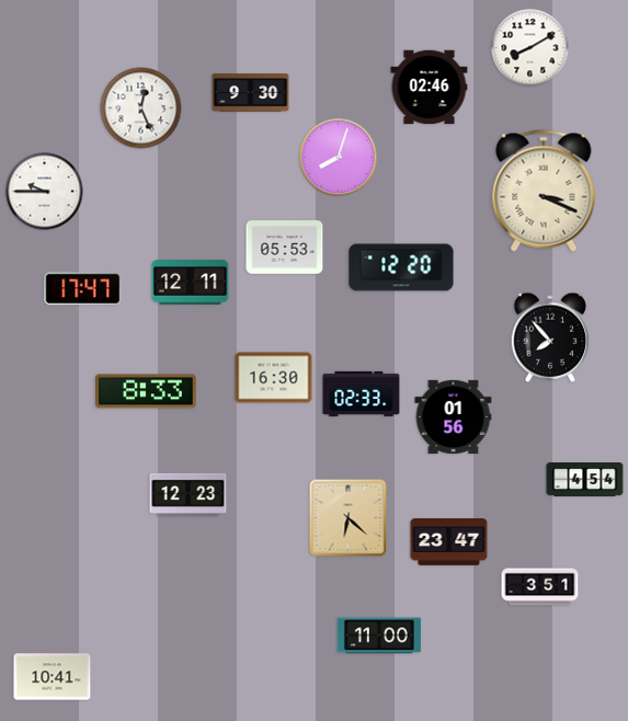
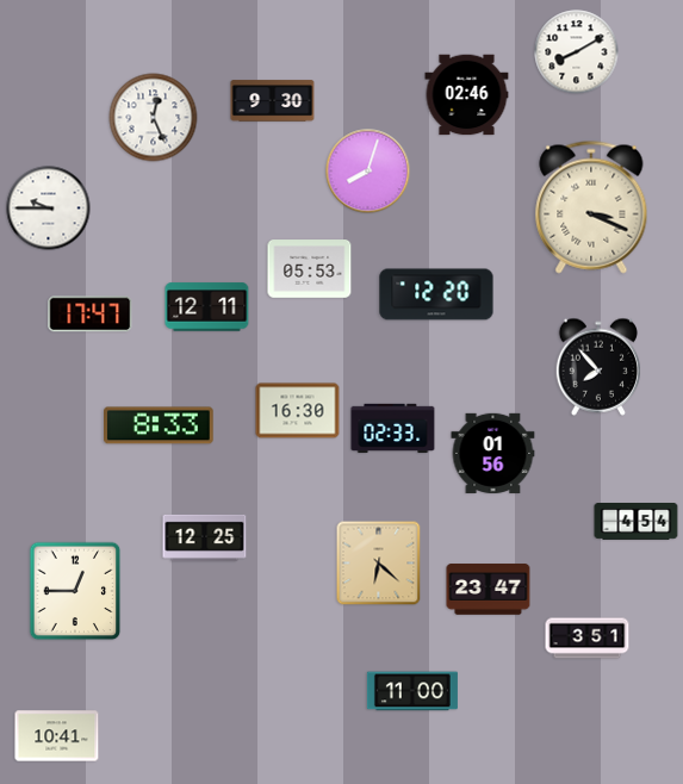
clock at (401, 267) position: (401, 267) -> (436, 294)
clock at (189, 494): 12:23 -> 12:25
clock at (75, 591): none -> 12:45
